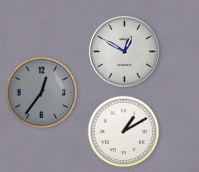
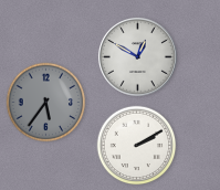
clock at (42, 93): 12:36 -> 5:36
clock at (124, 132): 1:10 -> 2:10
